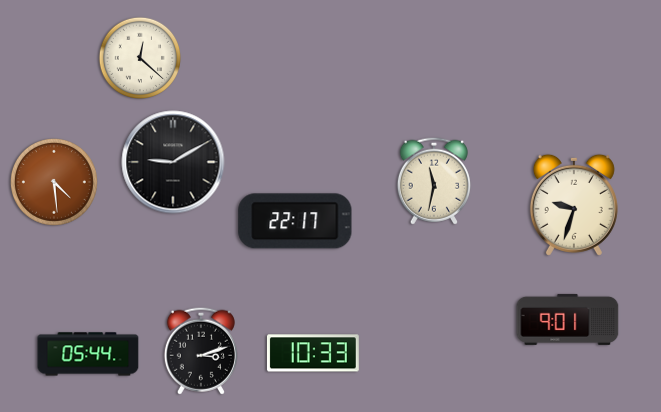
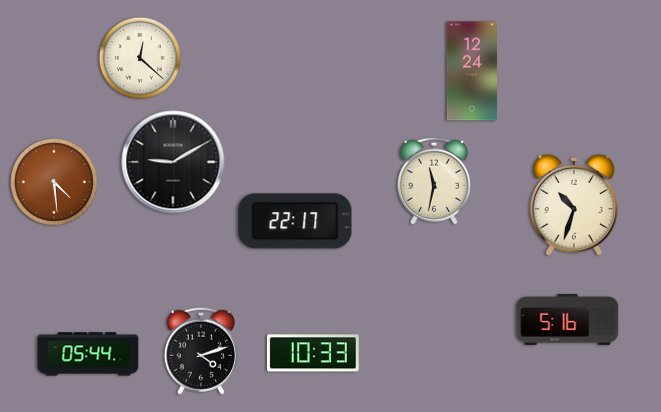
clock at (472, 71): none -> 12:24
clock at (574, 205): 9:33 -> 10:33
clock at (568, 319): 9:01 -> 5:16
clock at (201, 351): 3:12 -> 4:12
